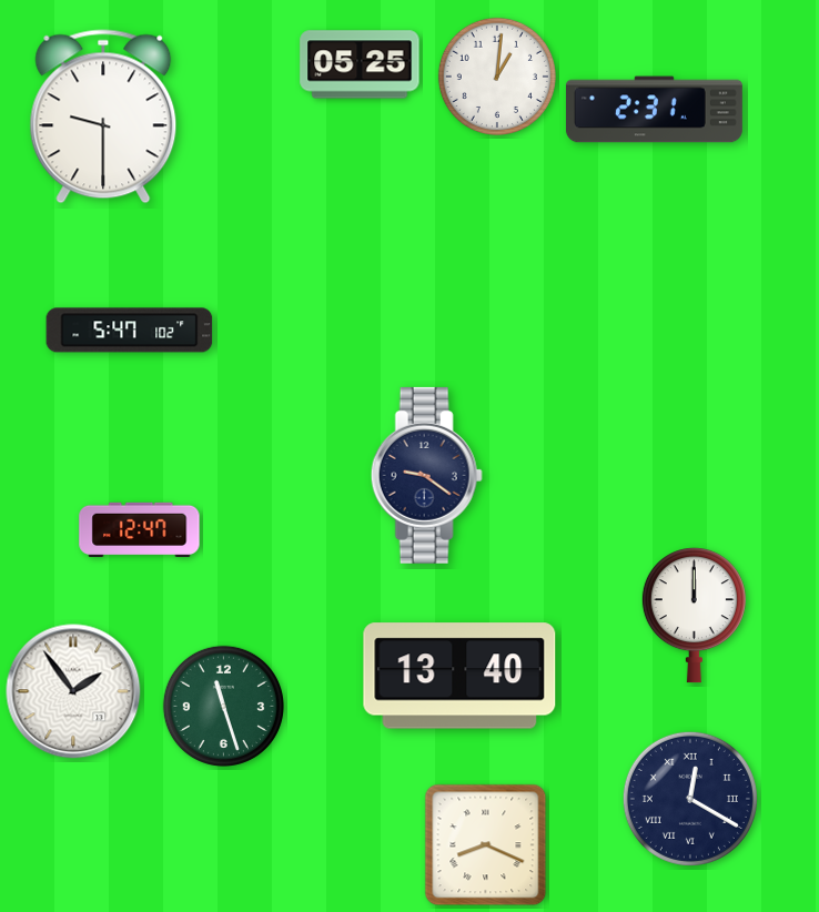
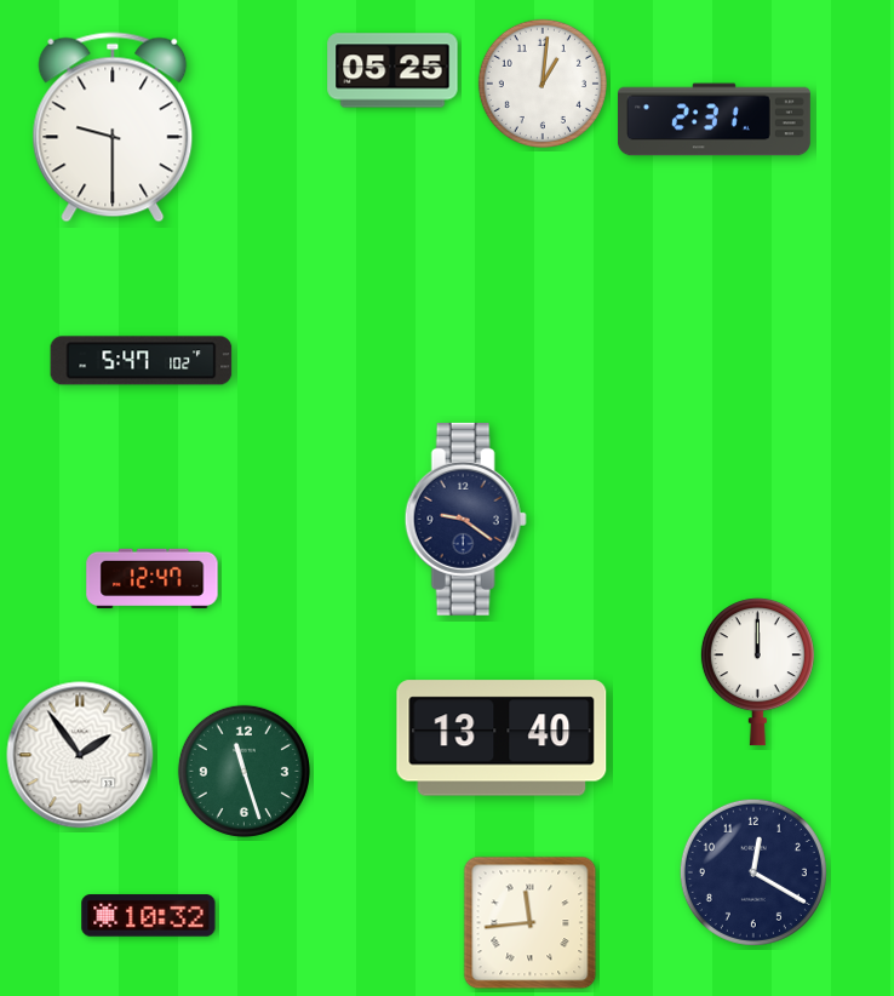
clock at (690, 799) numerals: Roman -> Arabic
clock at (149, 916): none -> 10:32
clock at (486, 845): 8:19 -> 11:44
